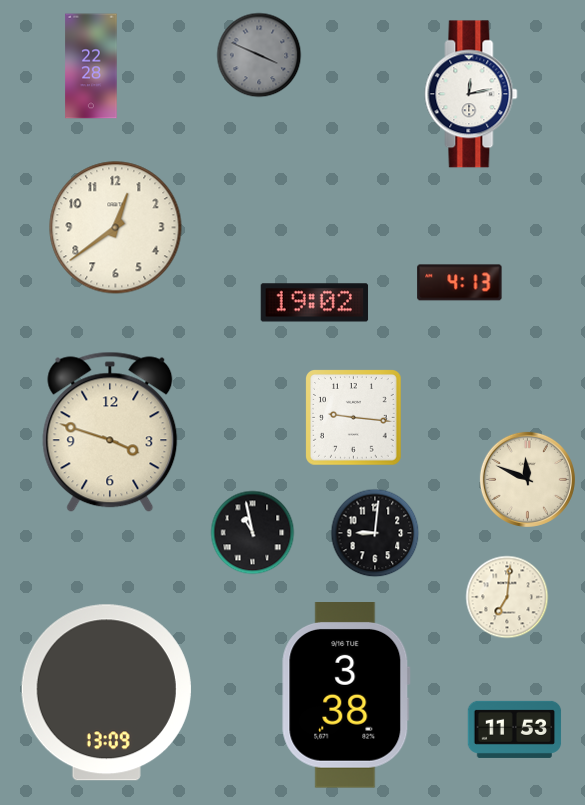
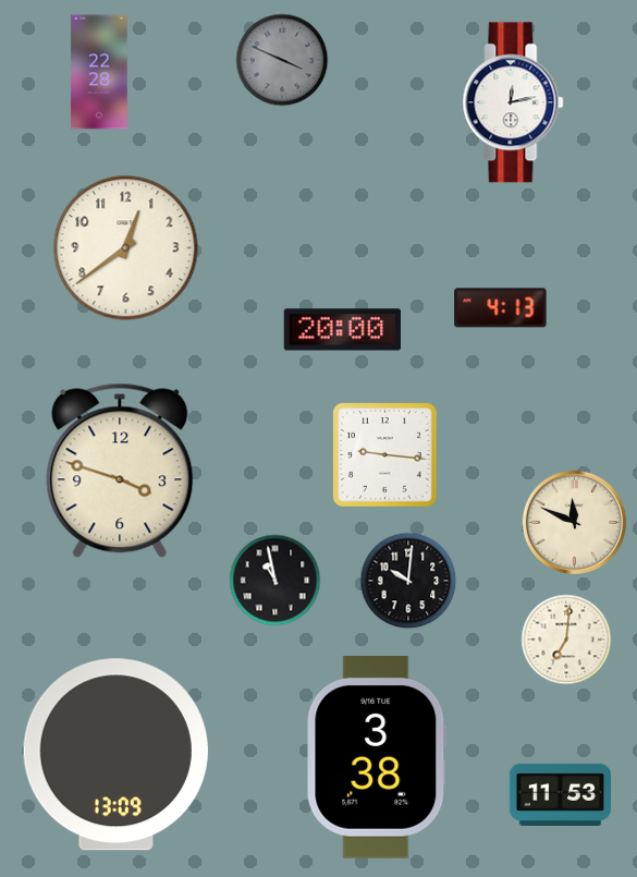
clock at (315, 303): 19:02 -> 20:00
clock at (375, 533): 9:01 -> 10:01
clock at (507, 597) position: (507, 597) -> (566, 640)
